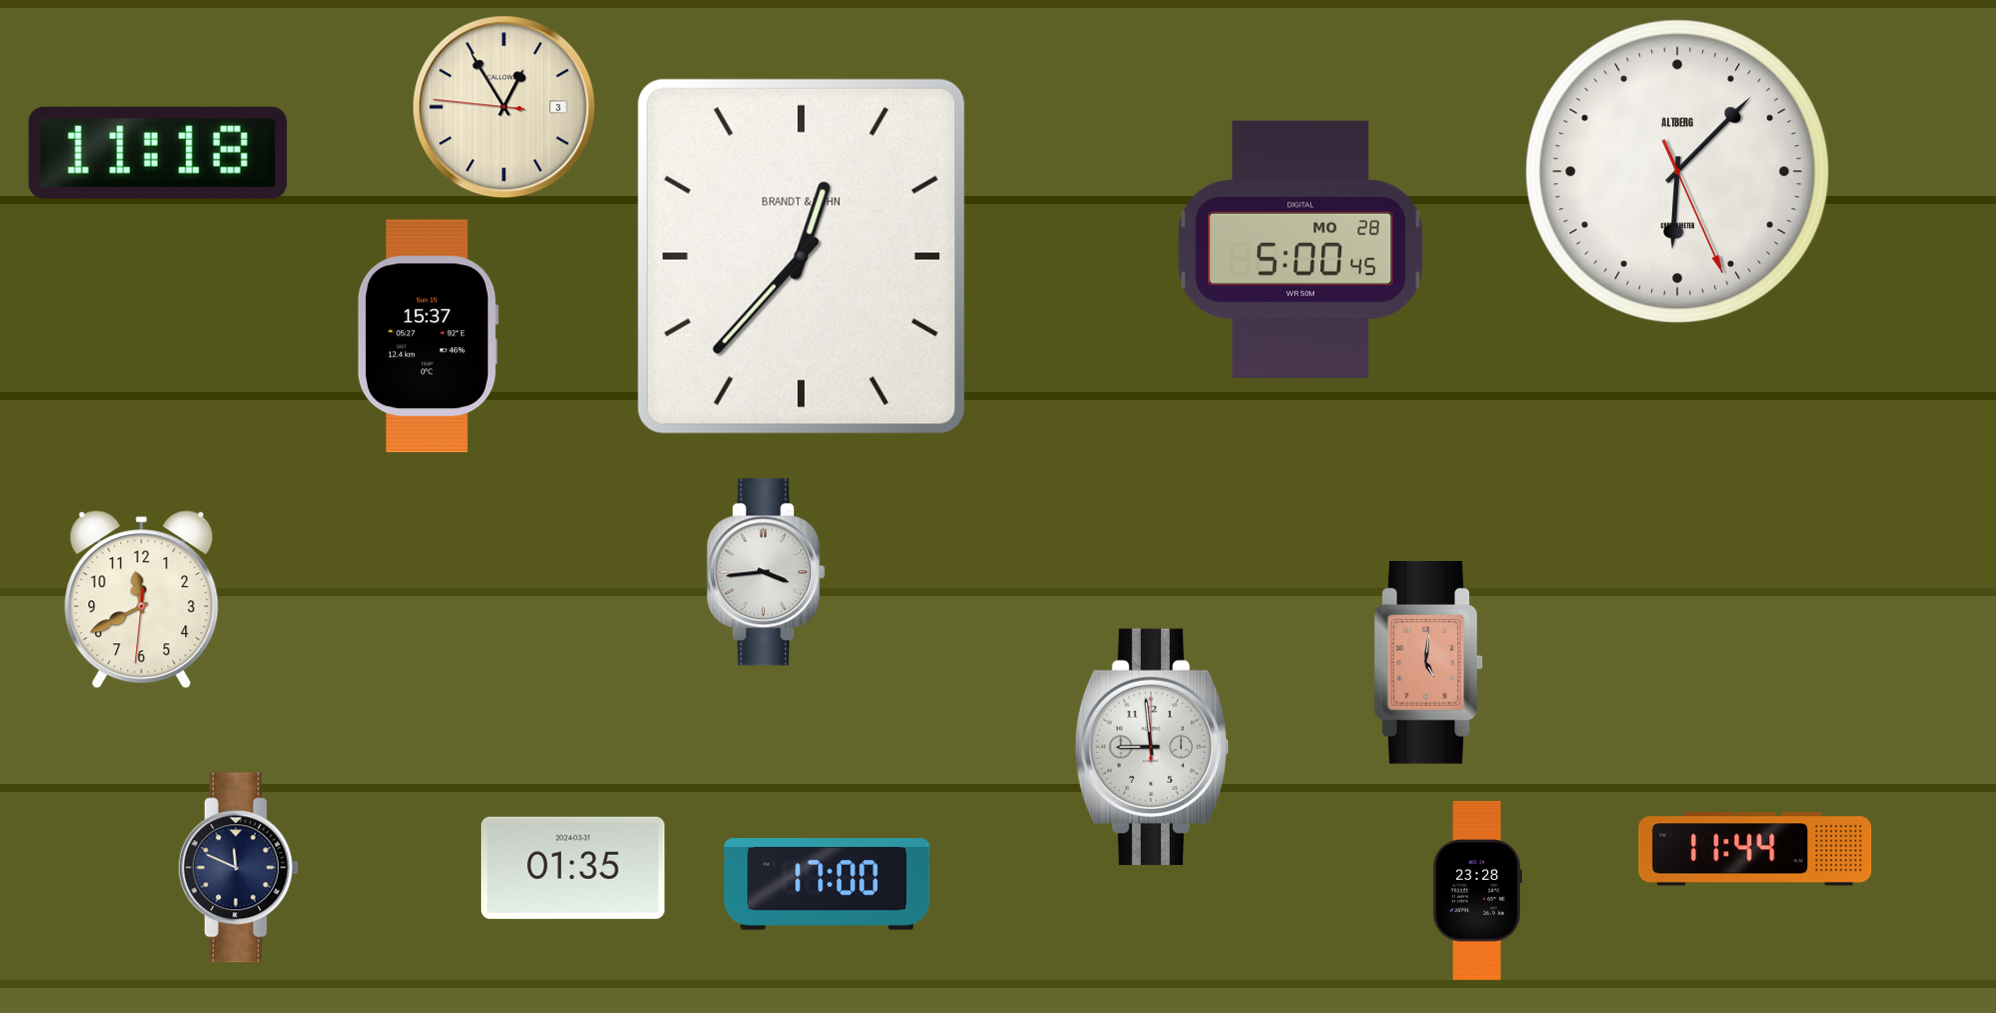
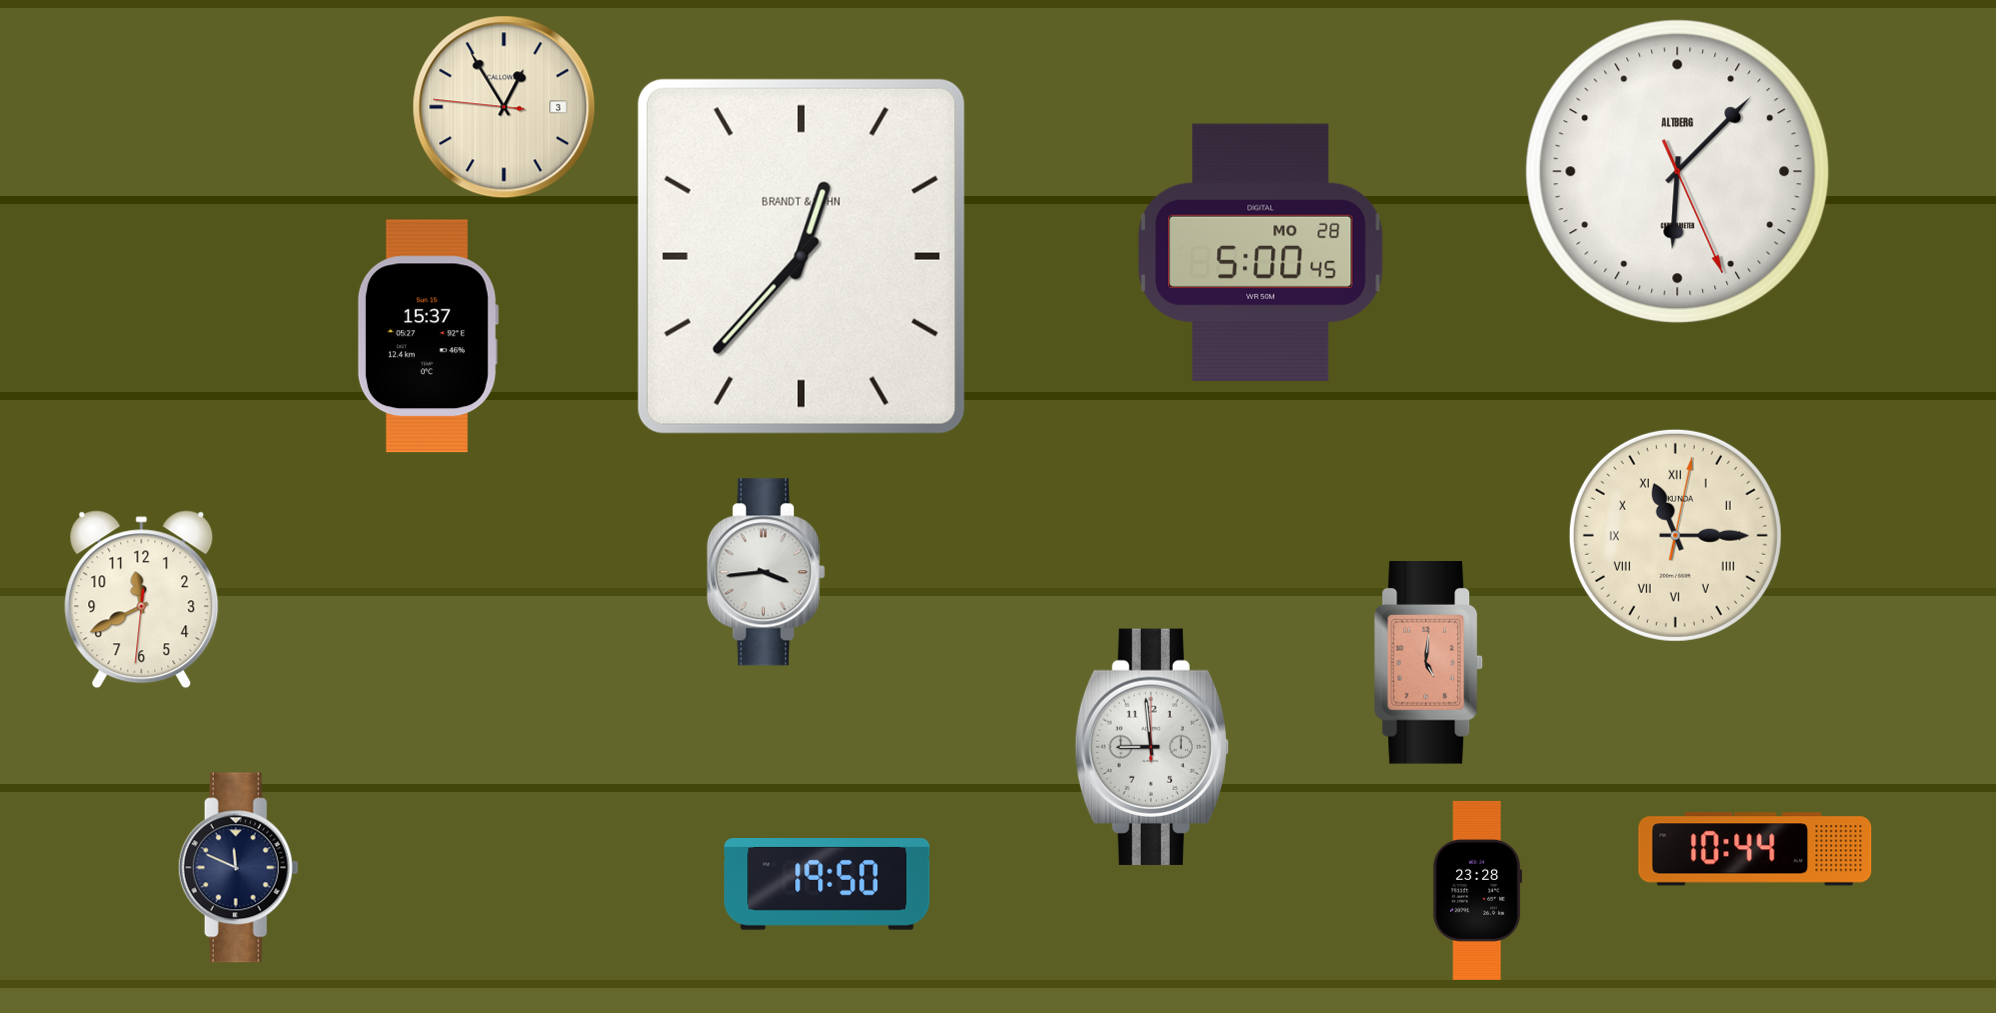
clock at (158, 153): 11:18 -> none
clock at (1301, 249) position: (1301, 249) -> (1261, 252)
clock at (1675, 535): none -> 11:15
clock at (1755, 849): 11:44 -> 10:44
clock at (573, 868): 01:35 -> none
clock at (827, 884): 17:00 -> 19:50
